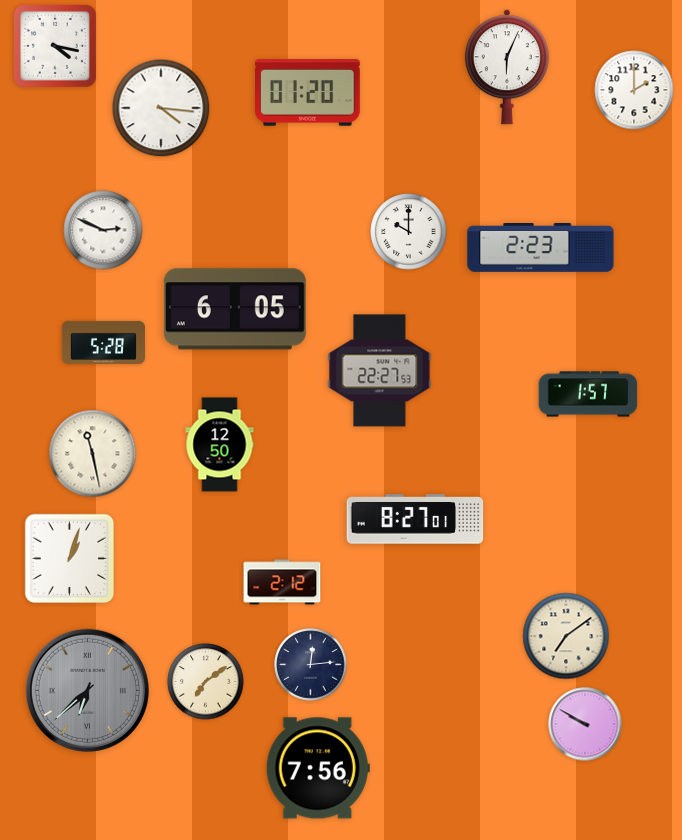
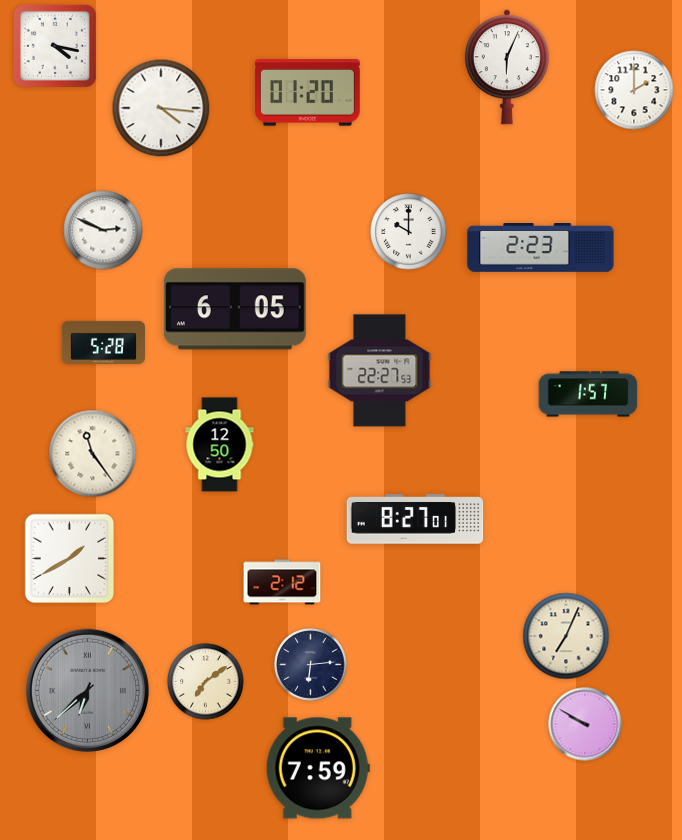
clock at (93, 454): 11:28 -> 11:24
clock at (70, 559): 1:03 -> 1:40
clock at (566, 636): 7:09 -> 7:04
clock at (311, 665): 12:14 -> 6:14
clock at (318, 768): 7:56 -> 7:59
